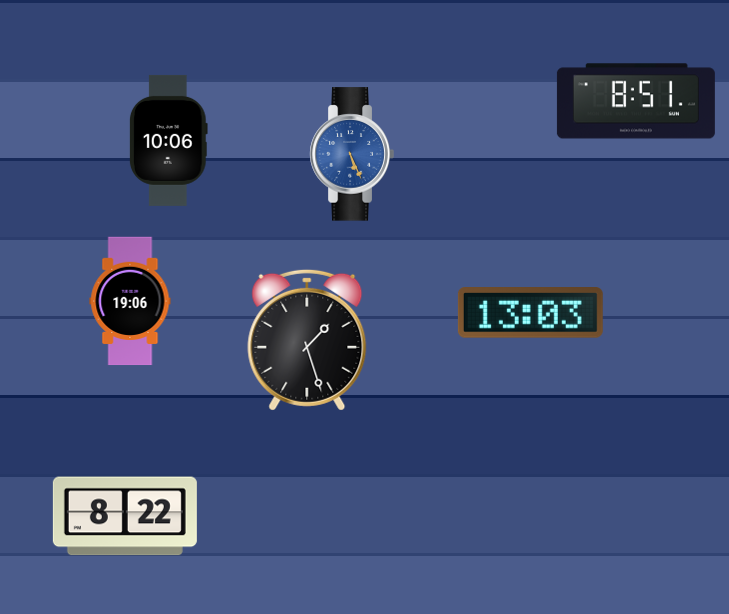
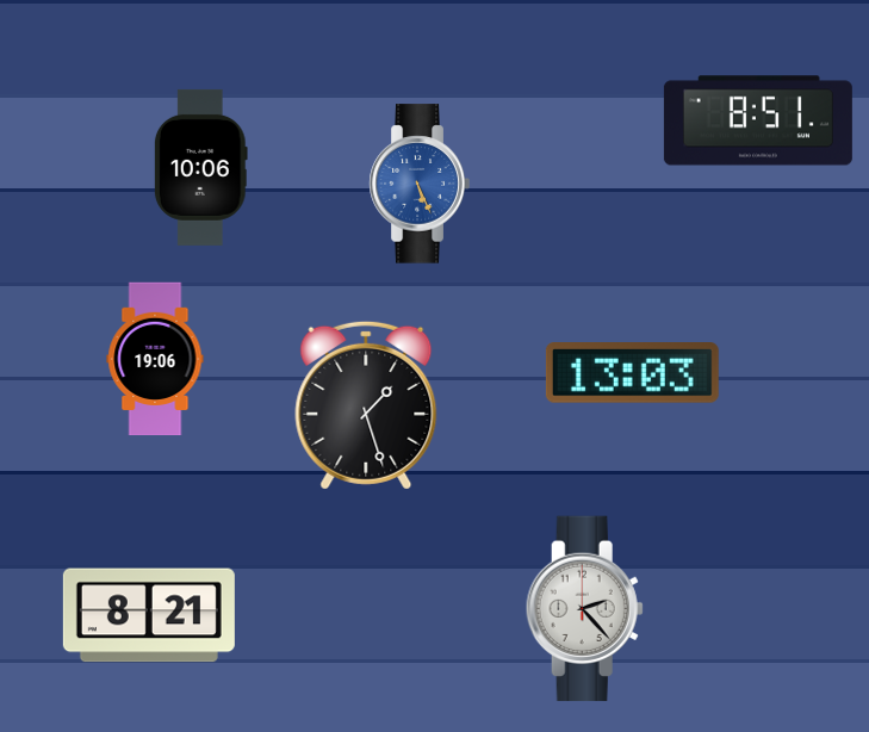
clock at (584, 609): none -> 2:23
clock at (125, 516): 8:22 -> 8:21
